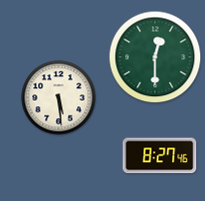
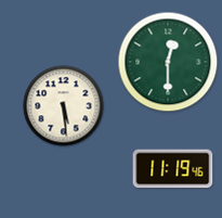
clock at (160, 156): 8:27 -> 11:19
